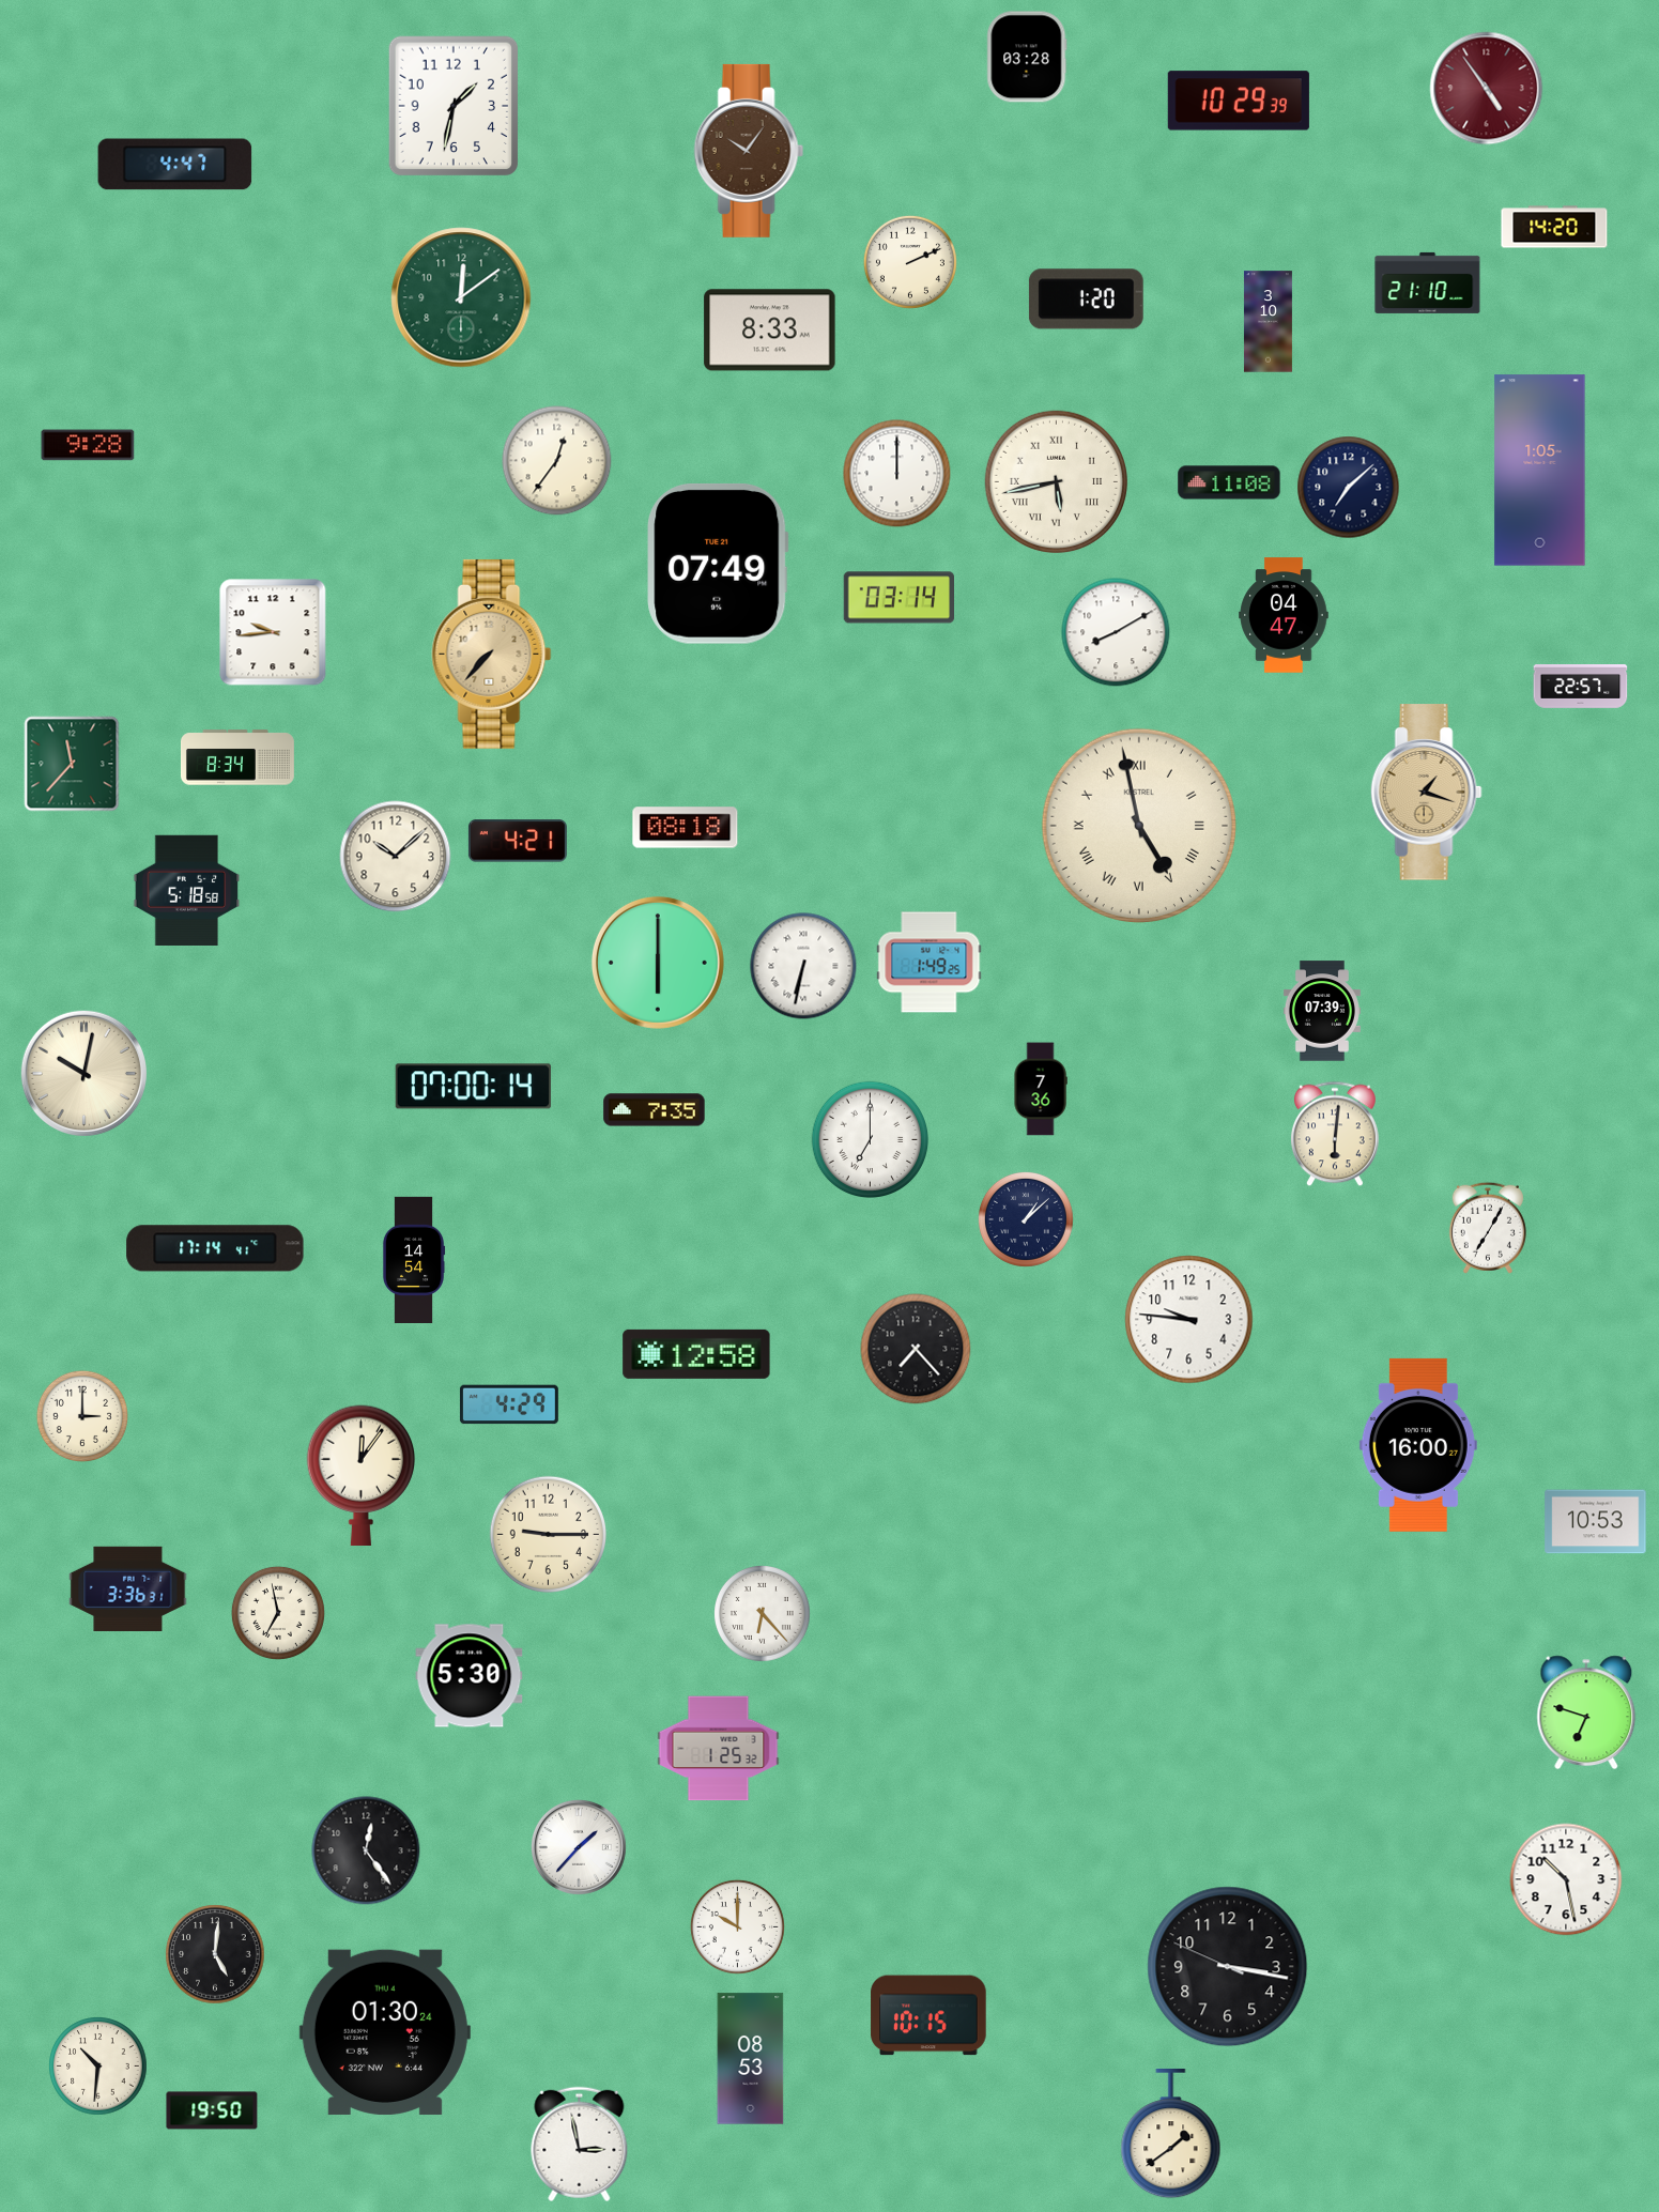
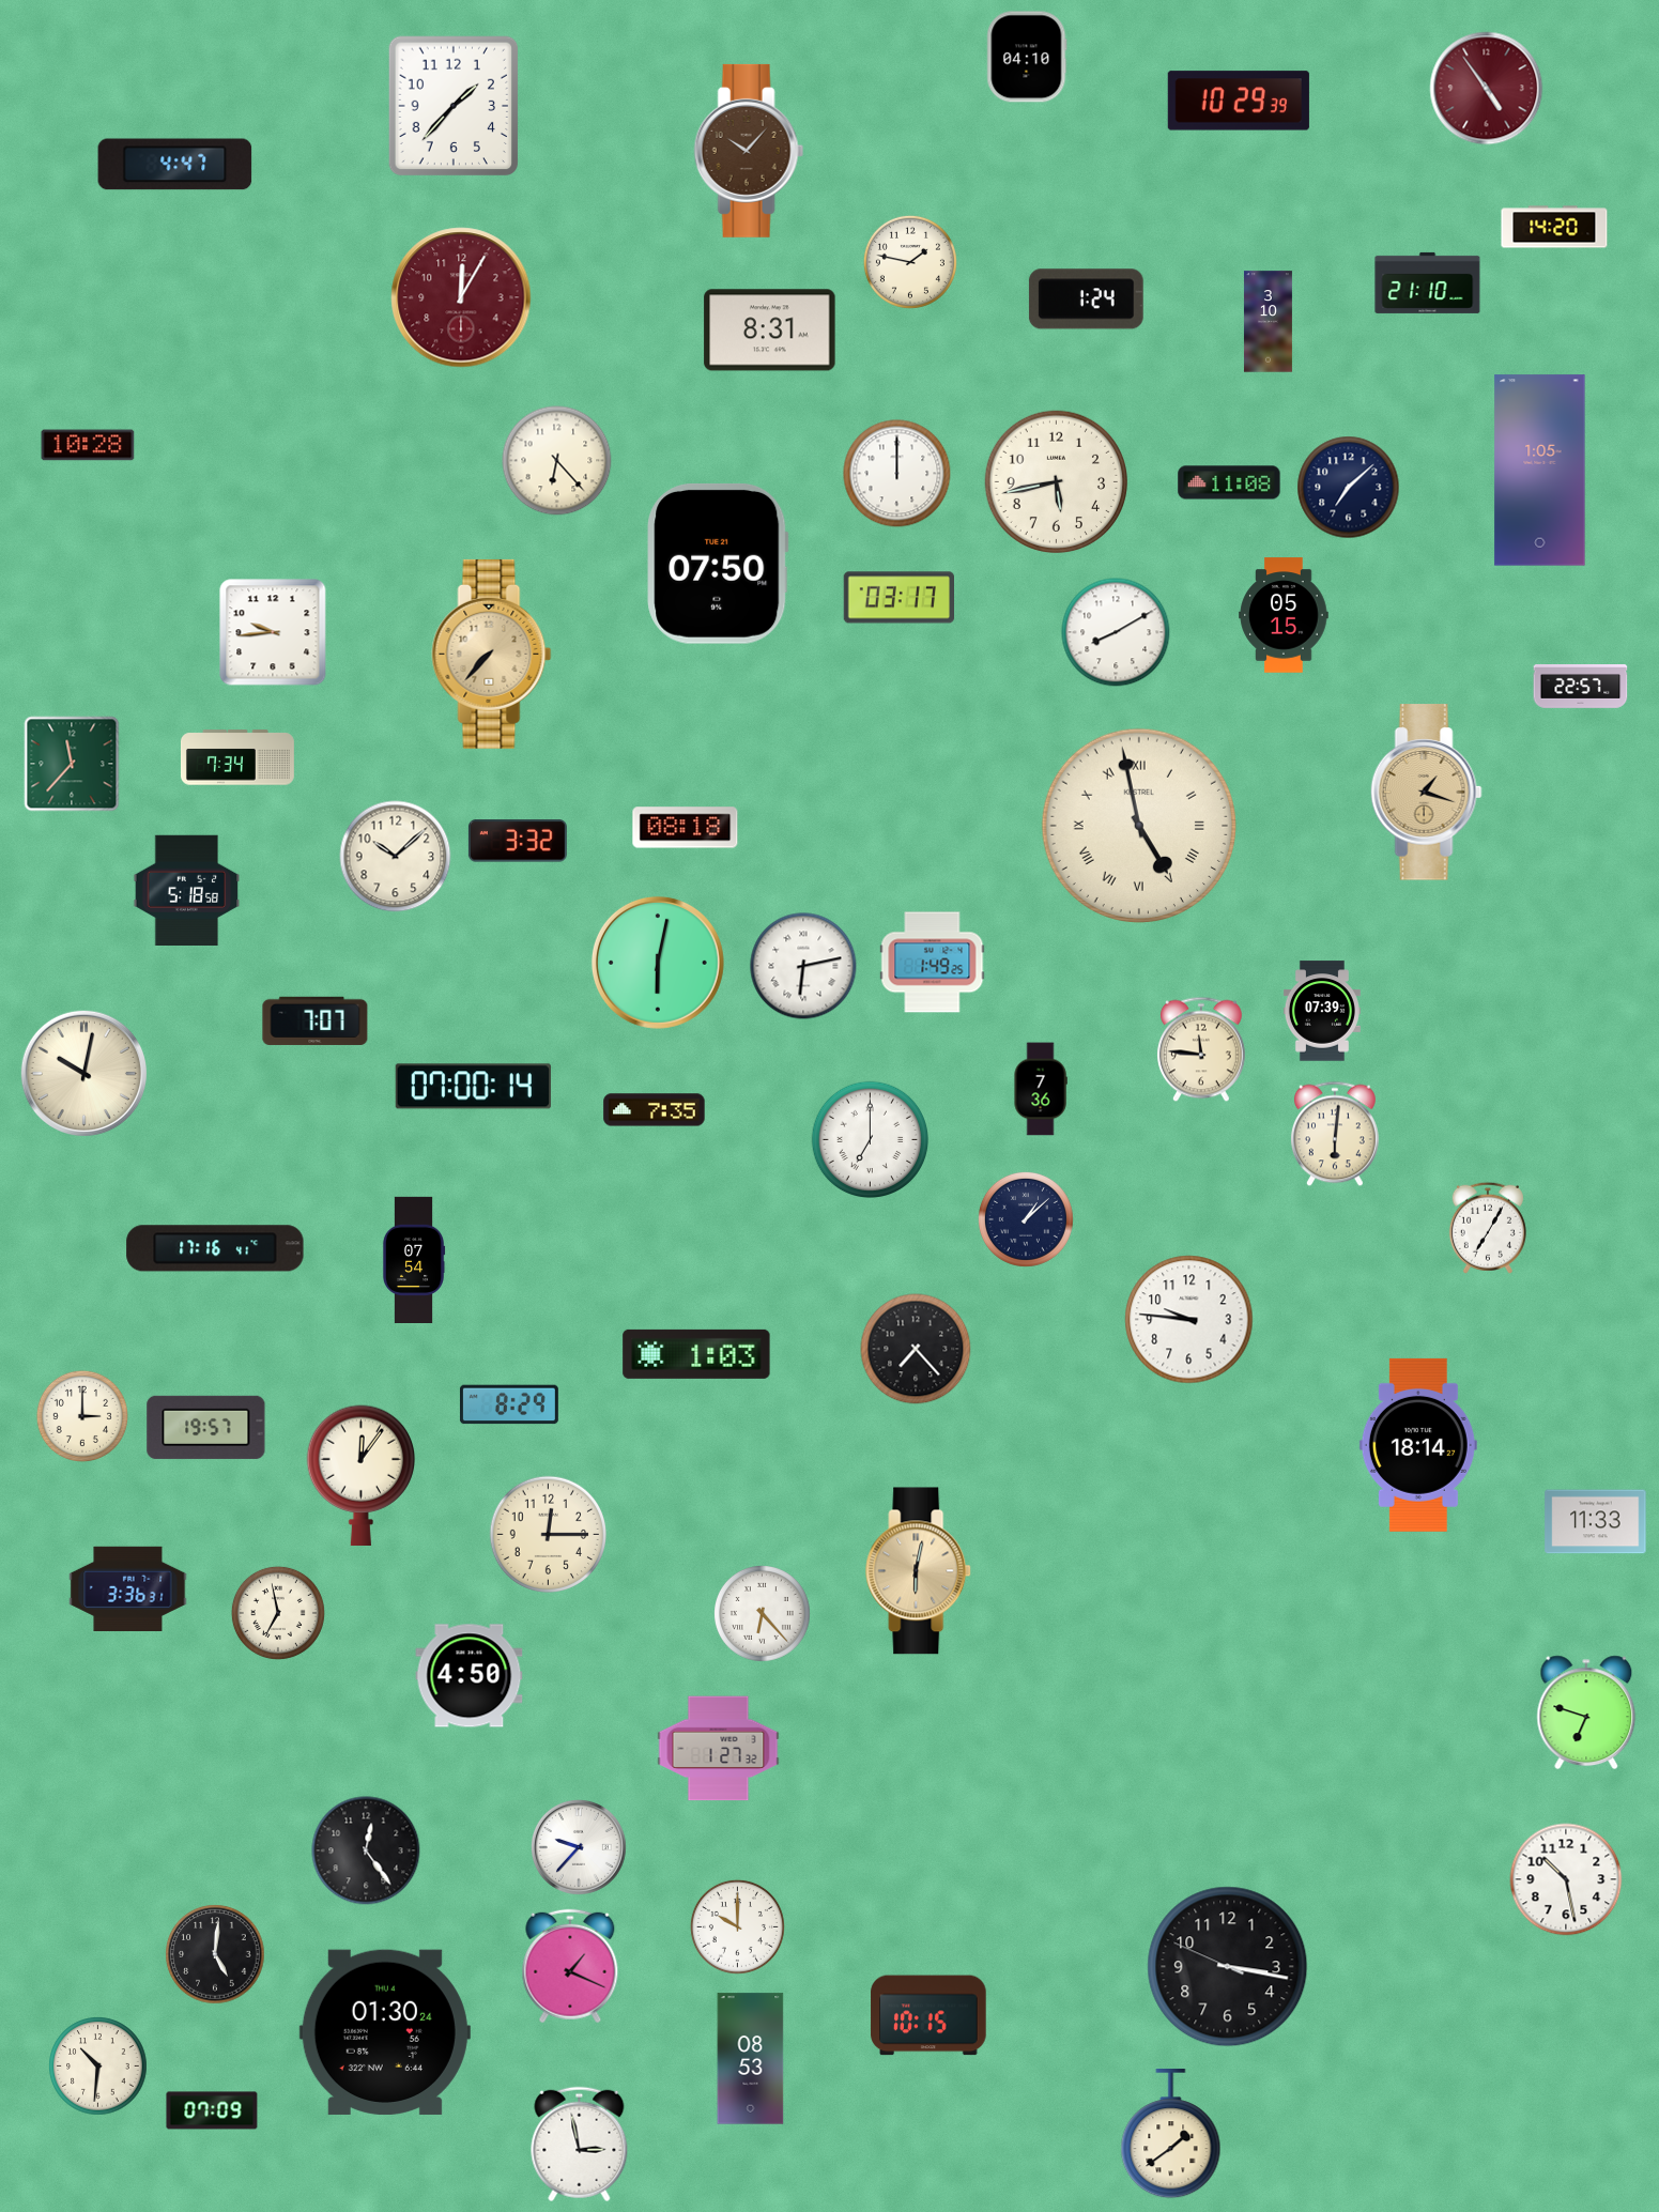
clock at (1027, 57): 03:28 -> 04:10
clock at (454, 106): 1:32 -> 1:37
clock at (749, 151): 10:06 -> 10:07
clock at (910, 262): 2:11 -> 1:47
clock at (461, 297): 12:09 -> 12:05
clock at (461, 297) dial: green -> burgundy
clock at (1086, 299): 1:20 -> 1:24
clock at (770, 331): 8:33 -> 8:31
clock at (88, 445): 9:28 -> 10:28
clock at (557, 461): 12:36 -> 6:23
clock at (1056, 481) numerals: Roman -> Arabic
clock at (718, 564): 07:49 -> 07:50
clock at (898, 598): 03:14 -> 03:17
clock at (1284, 615): 04:47 -> 05:15
clock at (237, 757): 8:34 -> 7:34
clock at (518, 841): 4:21 -> 3:32
clock at (658, 963): 6:00 -> 6:02
clock at (930, 963) position: (930, 963) -> (933, 963)
clock at (803, 966): 6:32 -> 6:13
clock at (316, 1020): none -> 7:07
clock at (1201, 1049): none -> 11:46
clock at (215, 1248): 17:14 -> 17:16
clock at (414, 1259): 14:54 -> 07:54
clock at (696, 1354): 12:58 -> 1:03
clock at (509, 1404): 4:29 -> 8:29
clock at (206, 1427): none -> 19:57
clock at (1418, 1445): 16:00 -> 18:14
clock at (1596, 1522): 10:53 -> 11:33
clock at (549, 1535): 9:15 -> 12:15
clock at (919, 1571): none -> 6:02
clock at (470, 1676): 5:30 -> 4:50
clock at (719, 1749): 1:25 -> 1:27
clock at (579, 1847): 1:37 -> 9:37
clock at (570, 1966): none -> 1:19
clock at (212, 2110): 19:50 -> 07:09
